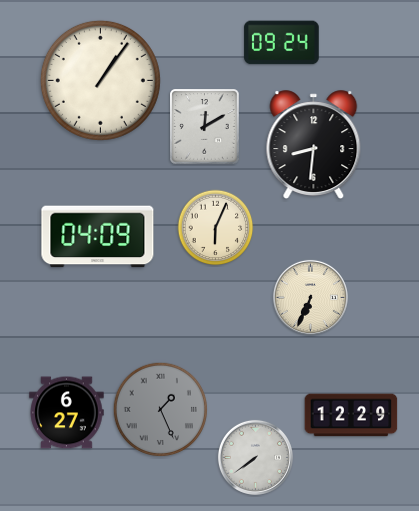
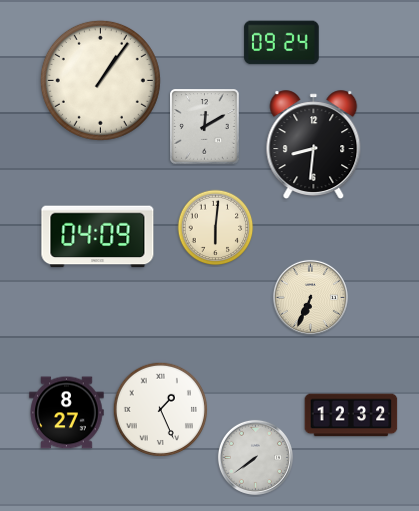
clock at (216, 228): 6:04 -> 6:01
clock at (160, 409) dial: grey -> white
clock at (67, 413): 6:27 -> 8:27
clock at (351, 415): 12:29 -> 12:32
